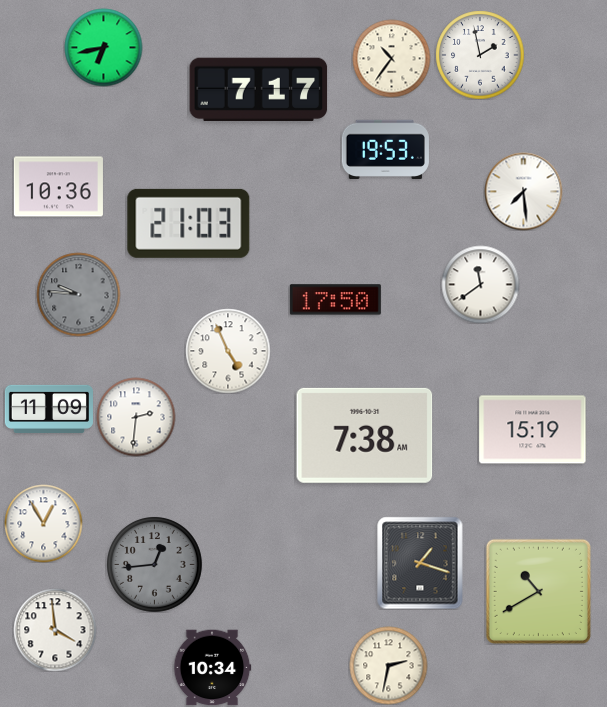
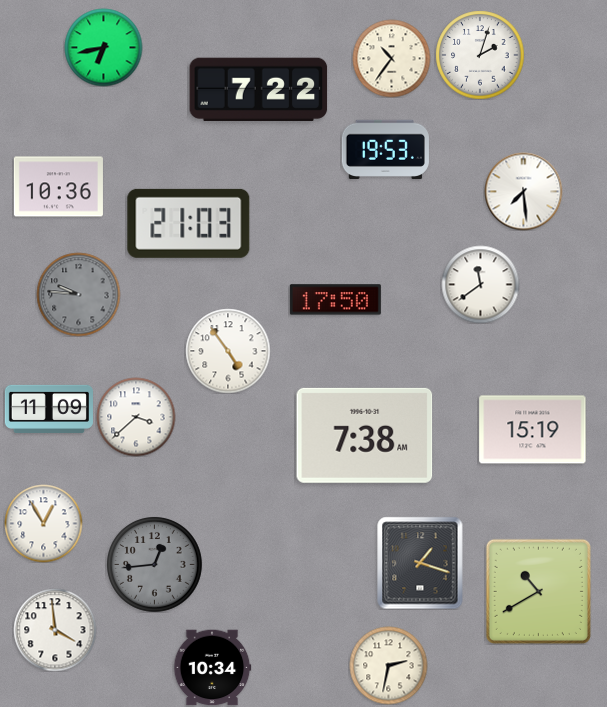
clock at (480, 55): 1:58 -> 2:03
clock at (259, 89): 7:17 -> 7:22
clock at (228, 351): 4:56 -> 4:54
clock at (136, 417): 2:31 -> 3:38
